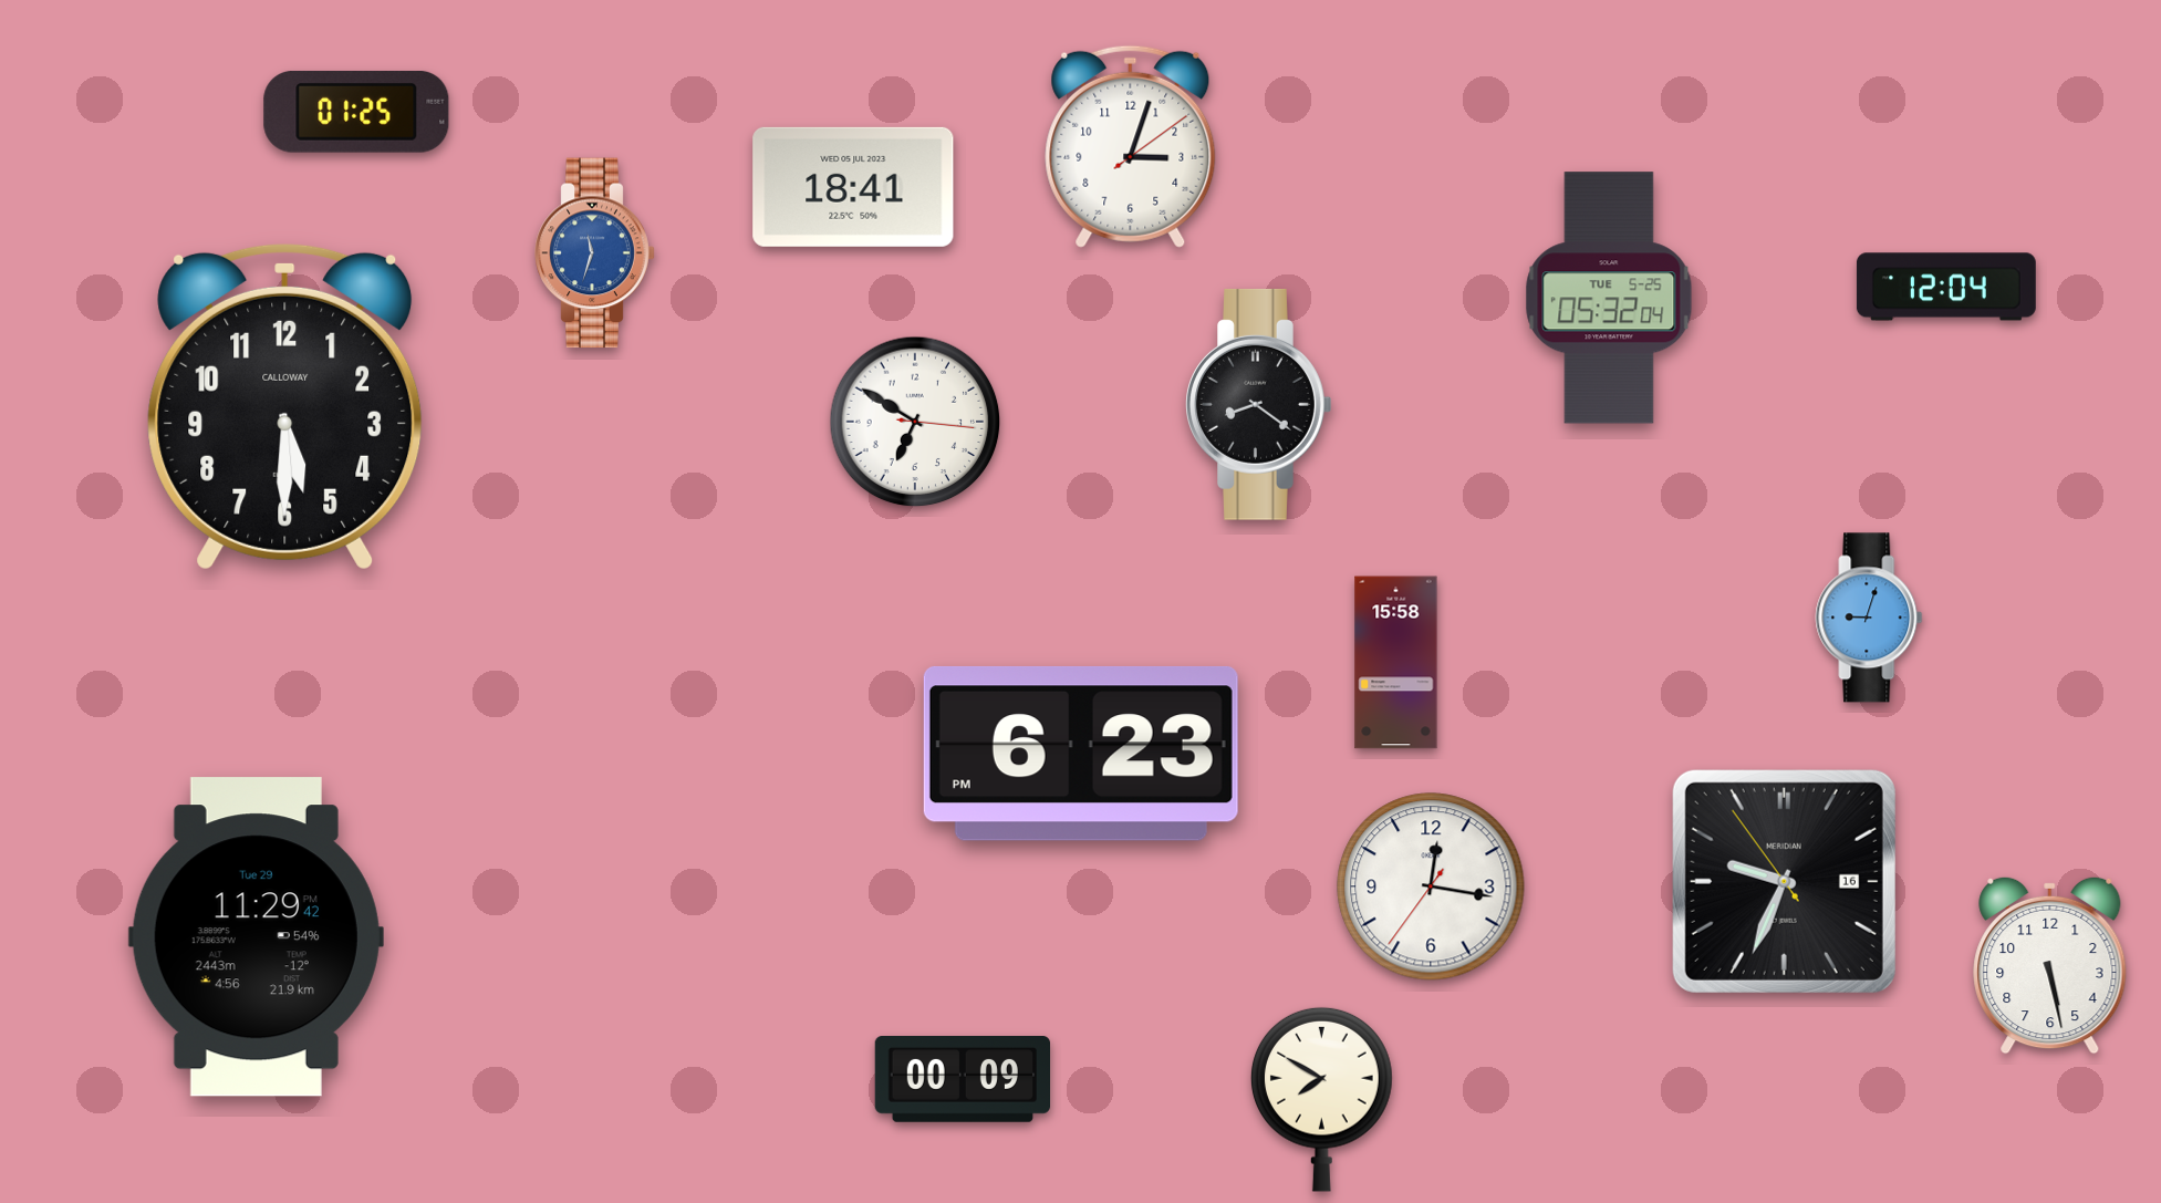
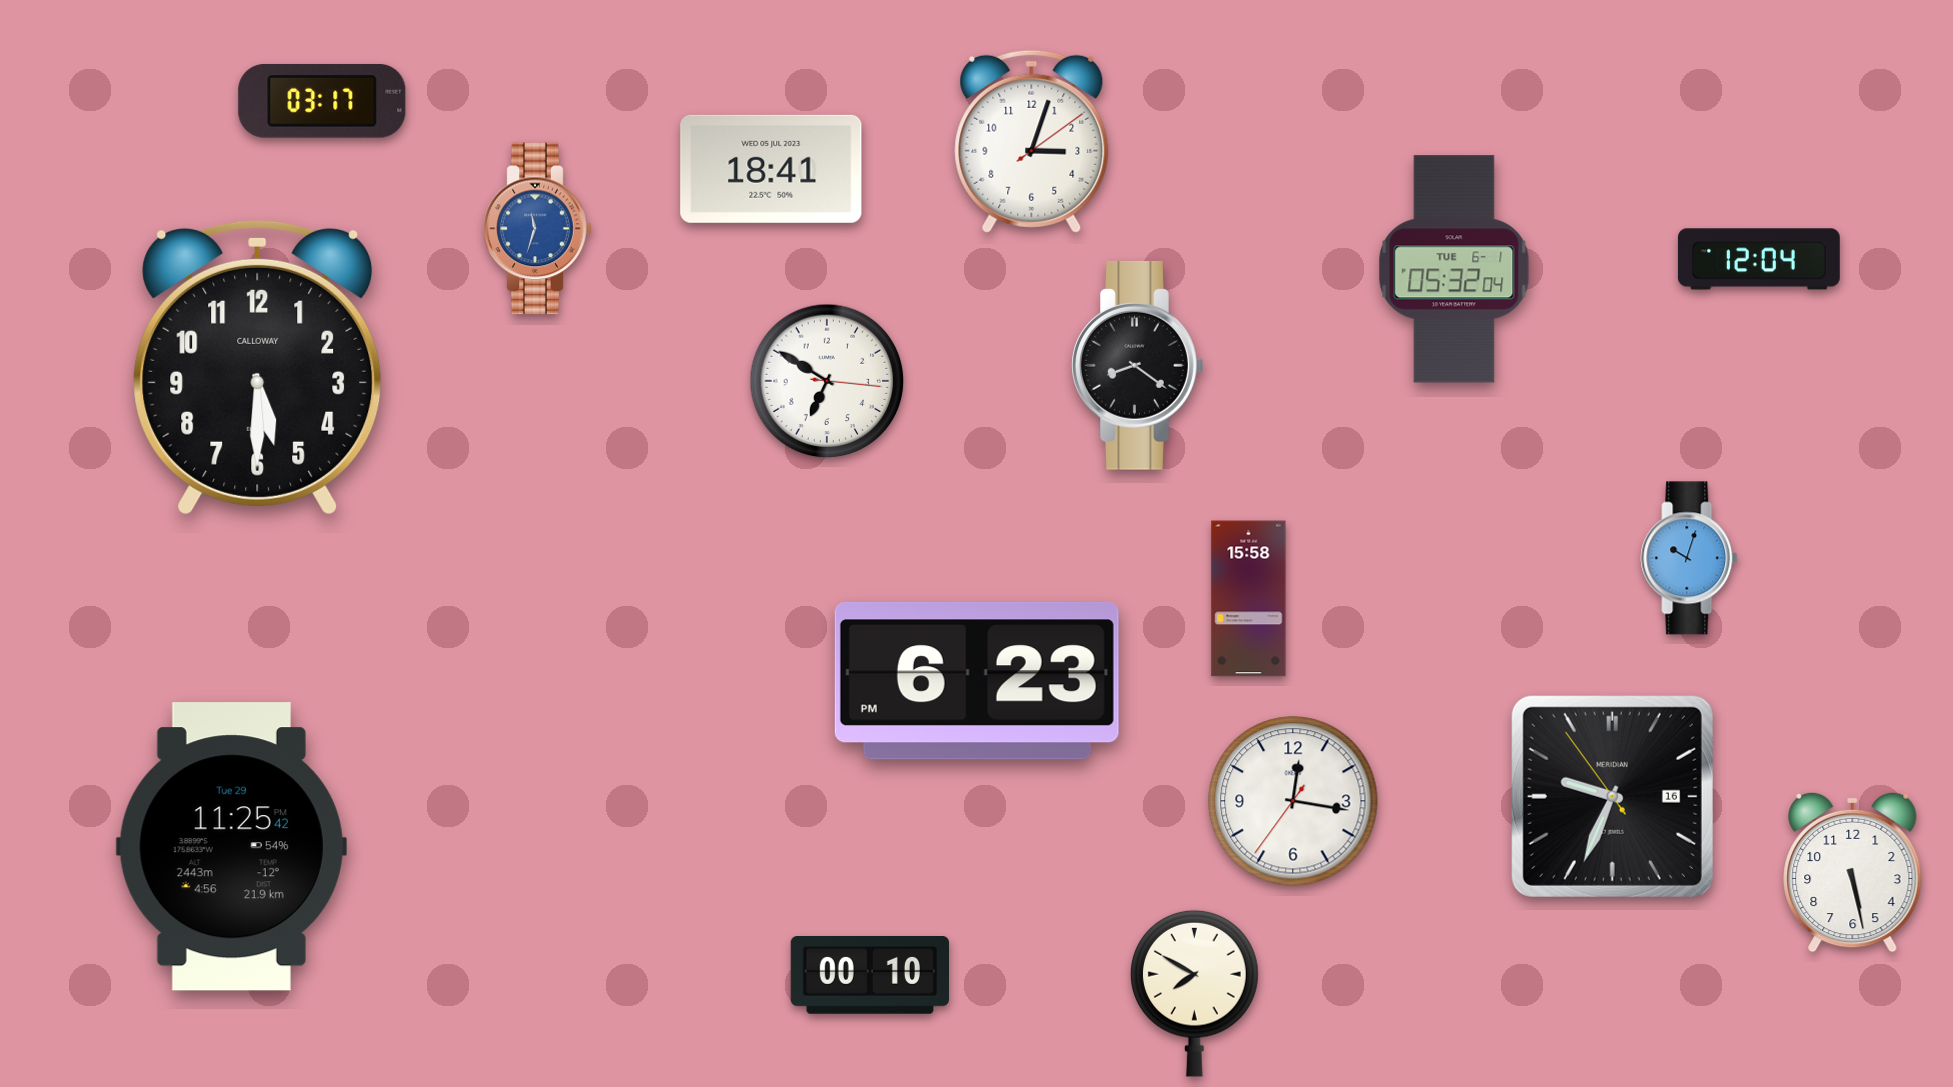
clock at (356, 112): 01:25 -> 03:17
clock at (1131, 146) position: (1131, 146) -> (1032, 141)
clock at (1609, 298) date: TUE 5-25 -> TUE 6-1
clock at (1869, 618): 9:03 -> 10:03
clock at (1396, 663) position: (1396, 663) -> (1249, 599)
clock at (256, 937): 11:29 -> 11:25
clock at (962, 1080): 00:09 -> 00:10
